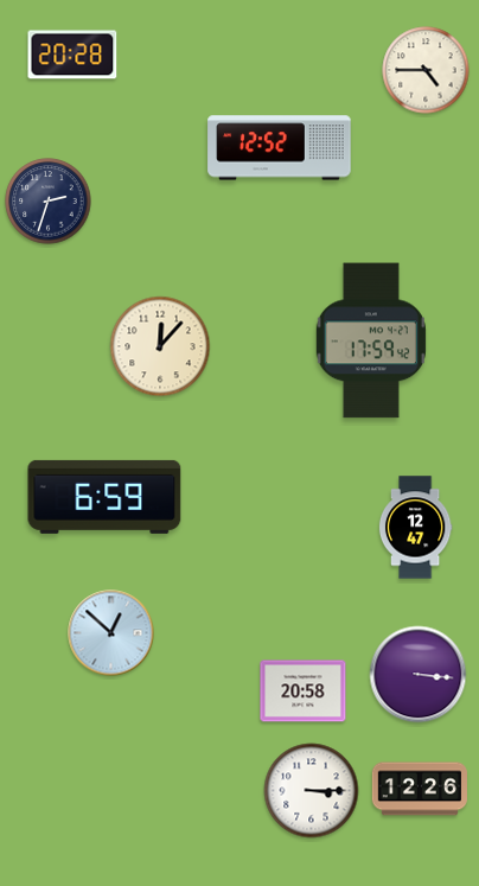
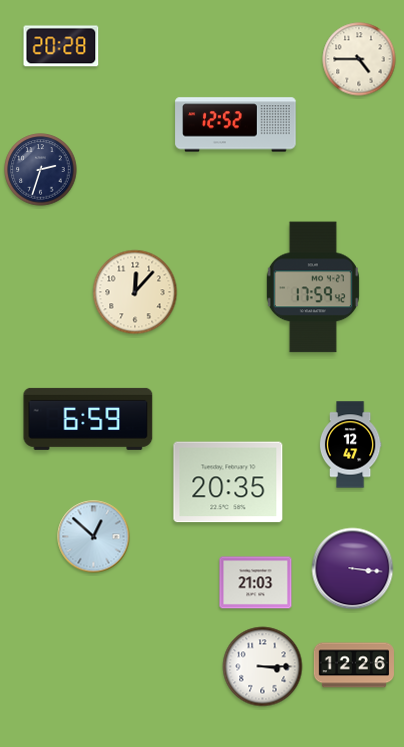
clock at (228, 482): none -> 20:35
clock at (111, 633) position: (111, 633) -> (94, 537)
clock at (304, 691): 20:58 -> 21:03
